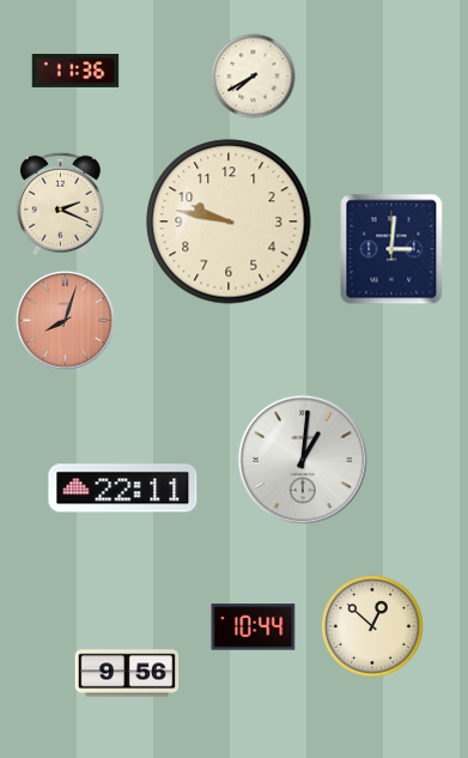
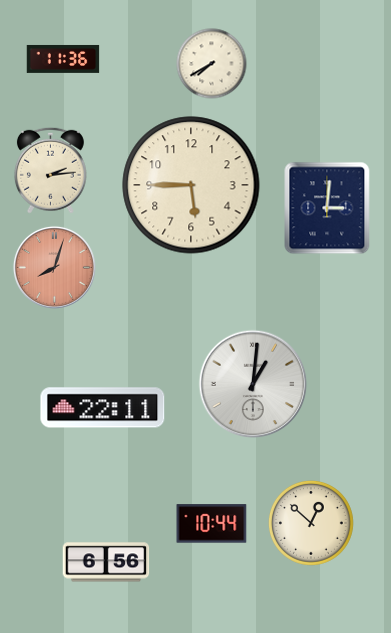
clock at (60, 204): 2:19 -> 2:14
clock at (229, 222): 9:47 -> 5:45
clock at (127, 673): 9:56 -> 6:56
